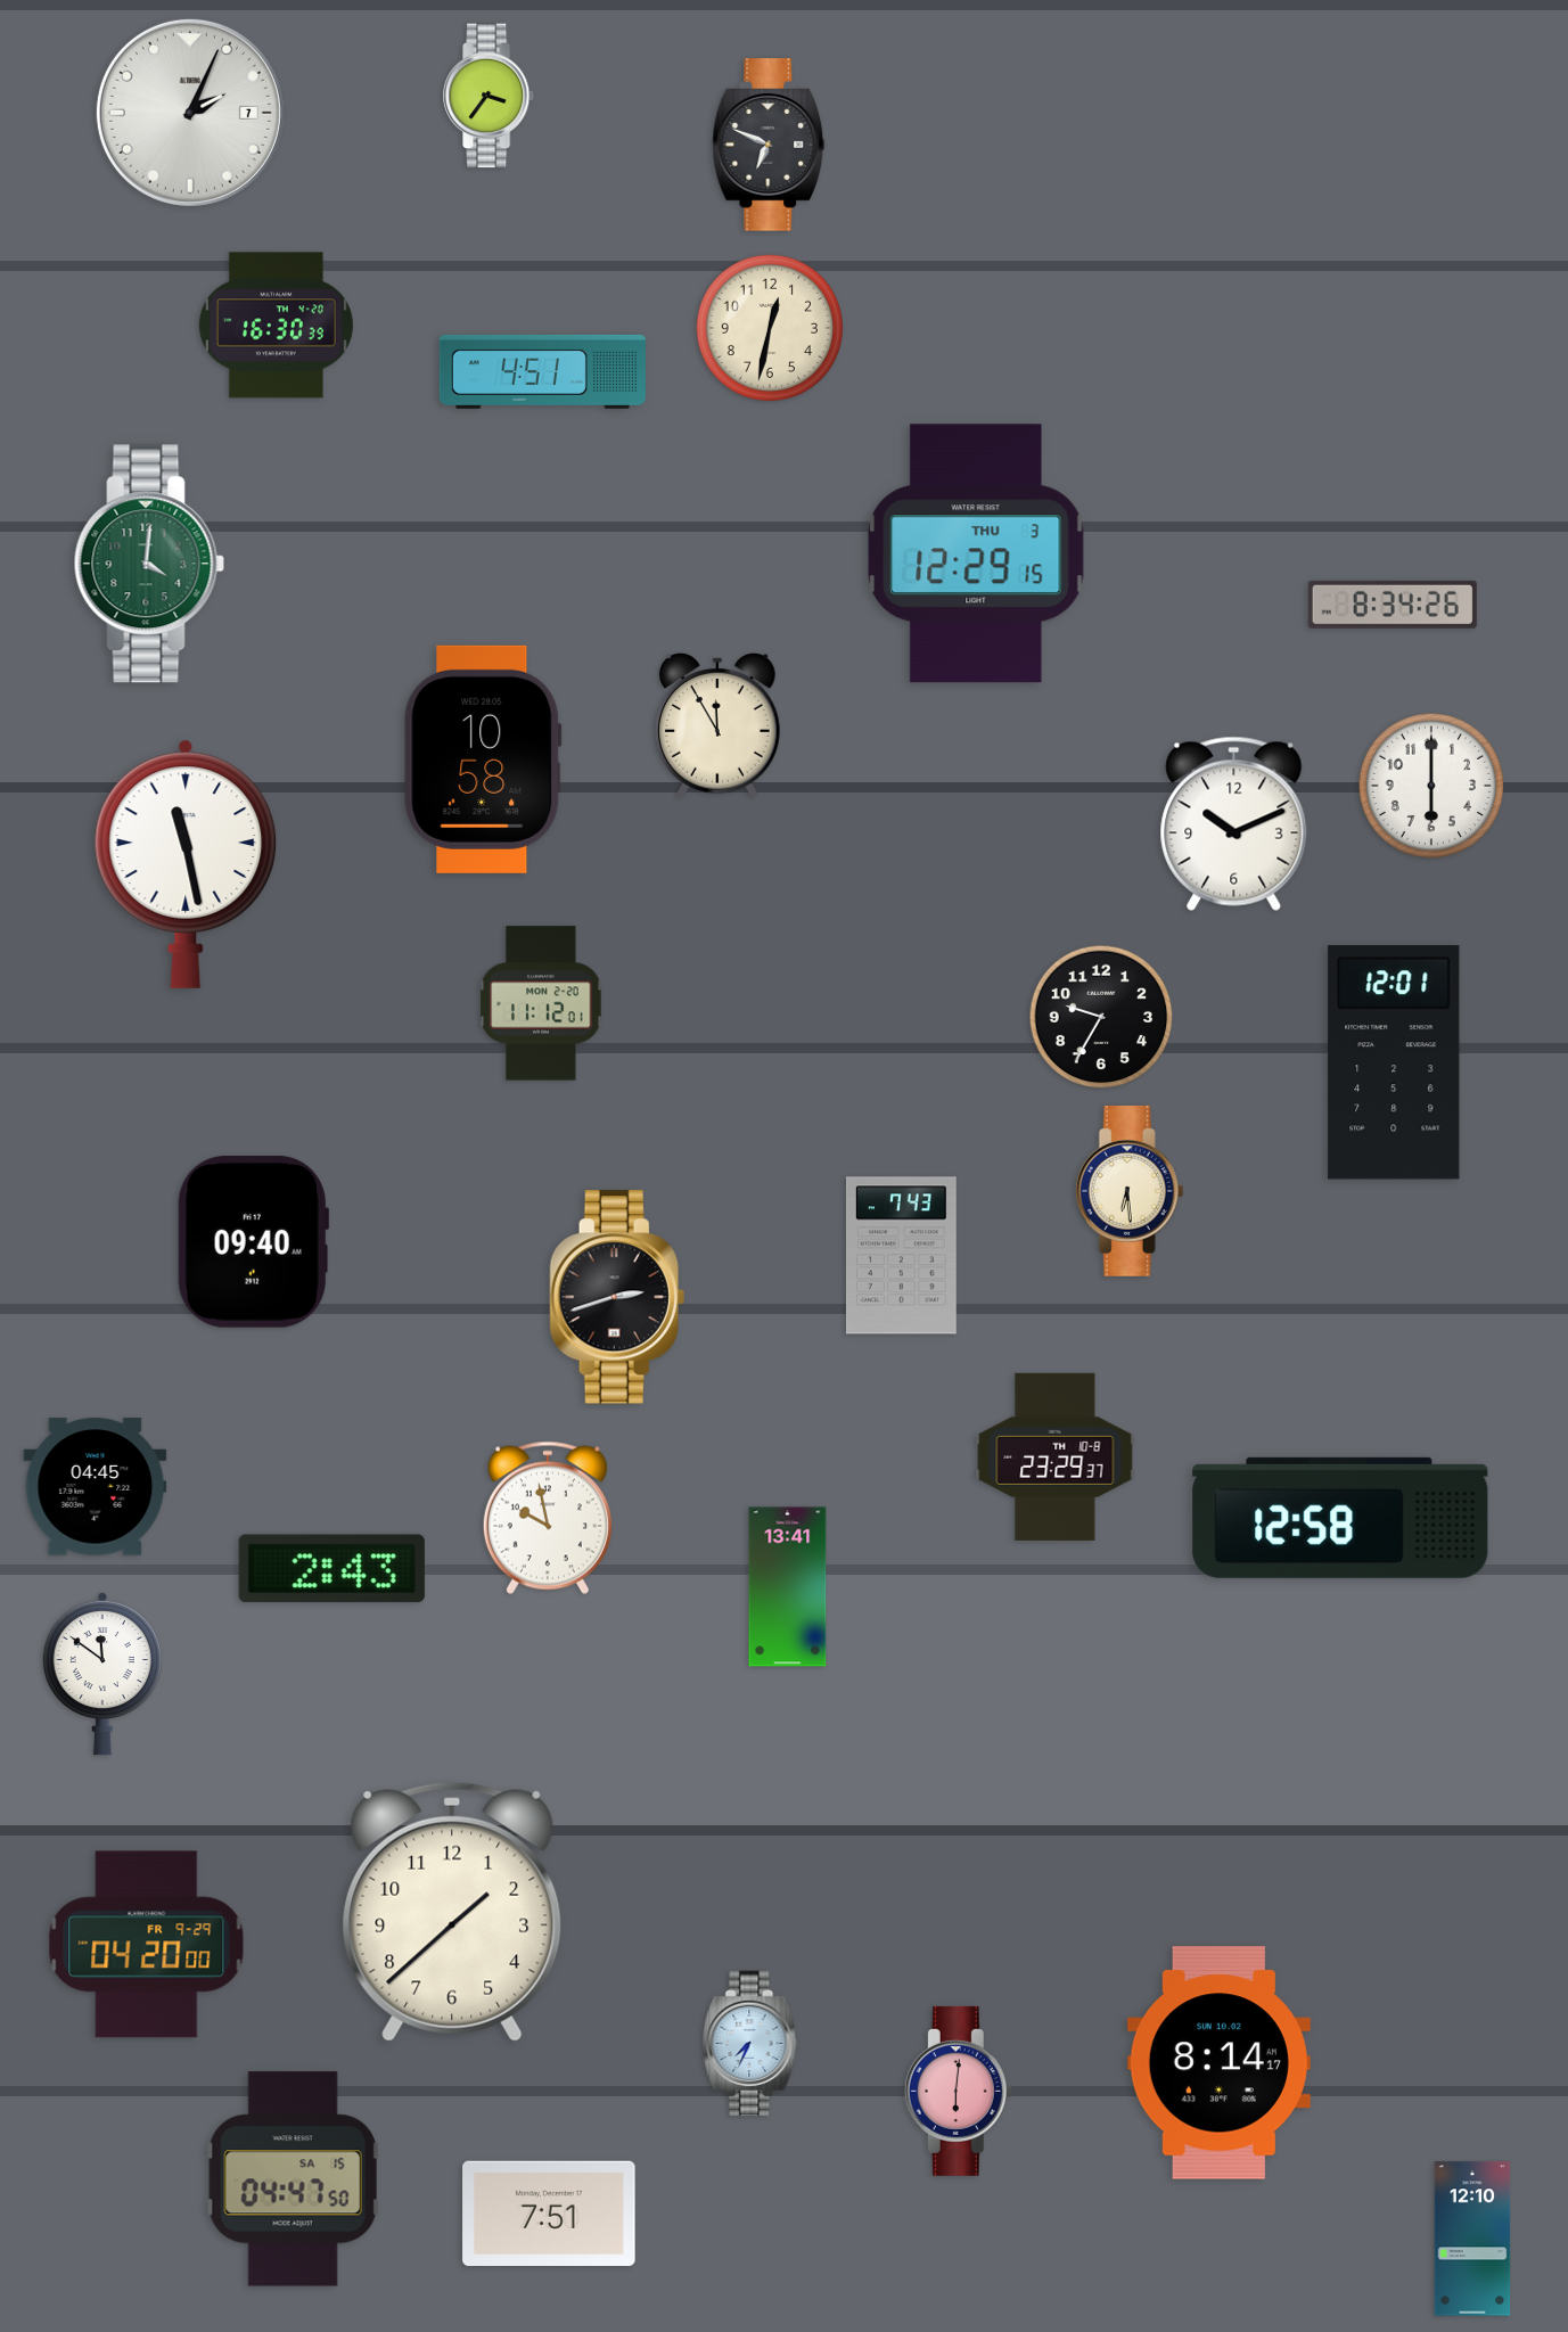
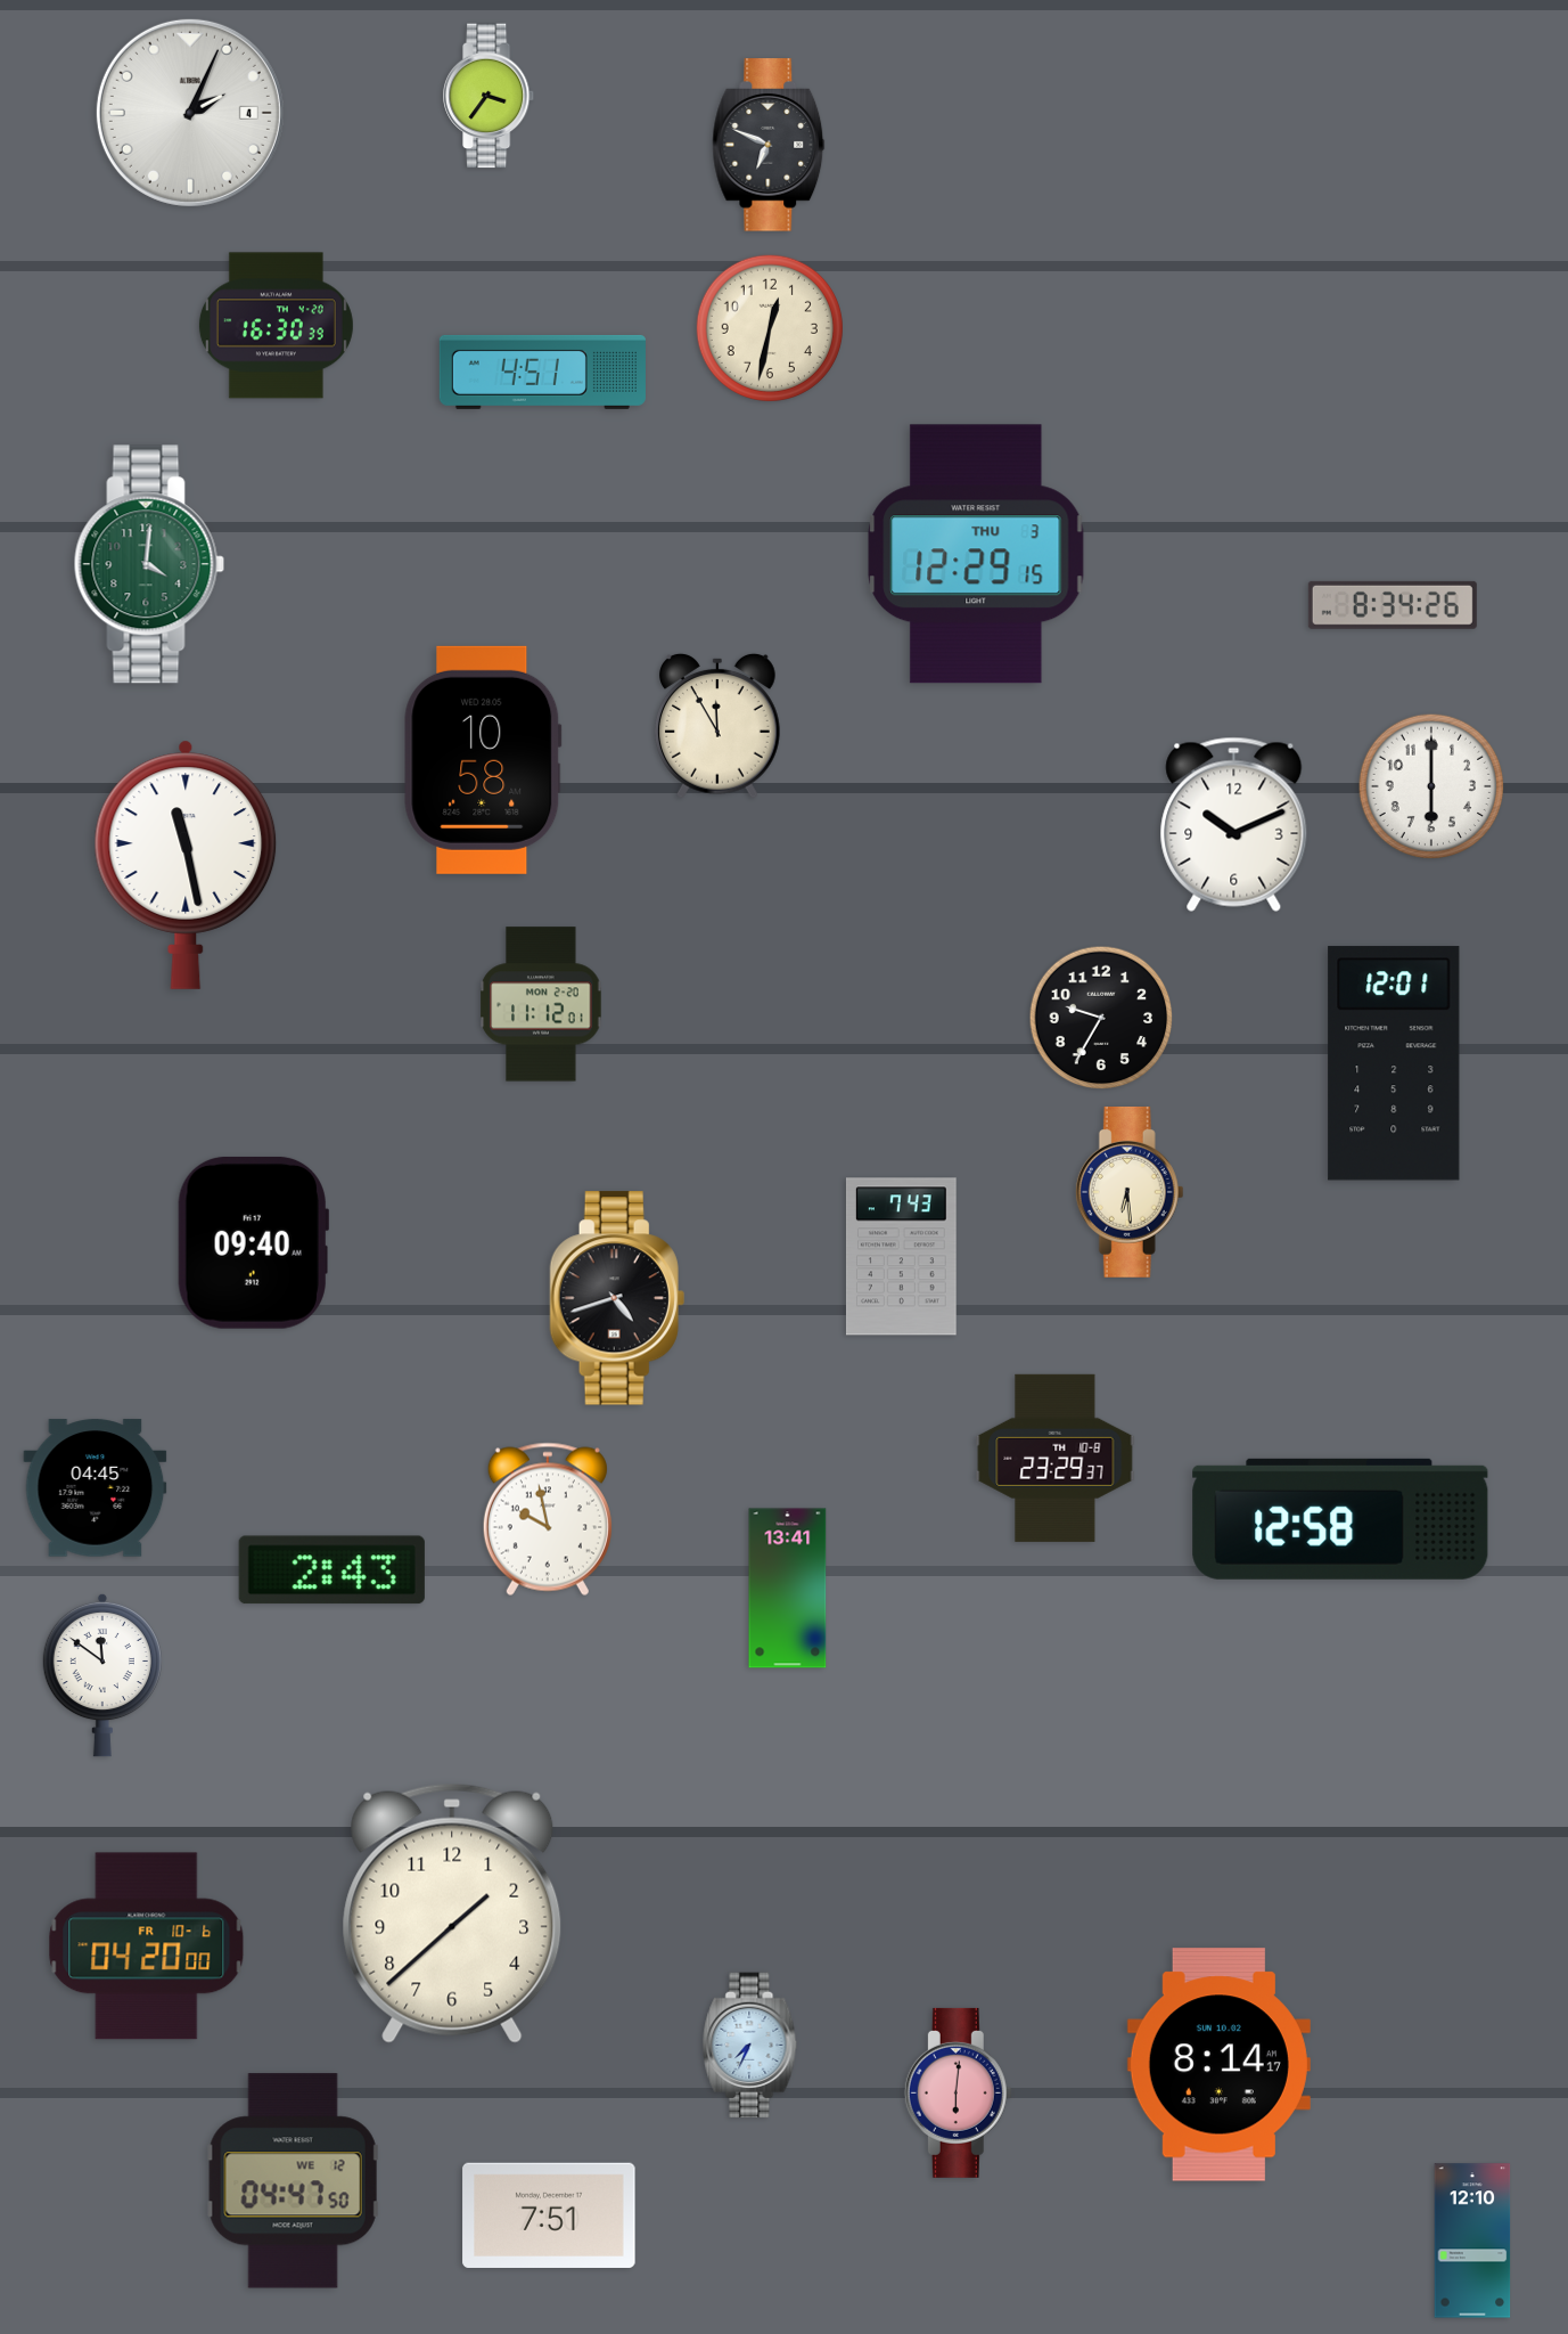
clock at (190, 113) date: 7 -> 4
clock at (617, 1297): 2:42 -> 4:42
clock at (147, 1945) date: FR 9-29 -> FR 10-6
clock at (294, 2179) date: SA 15 -> WE 12
